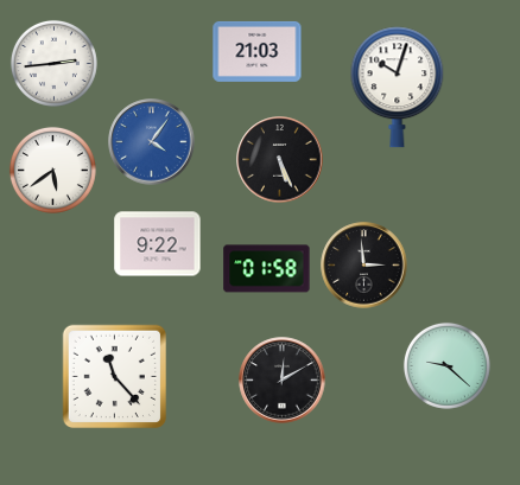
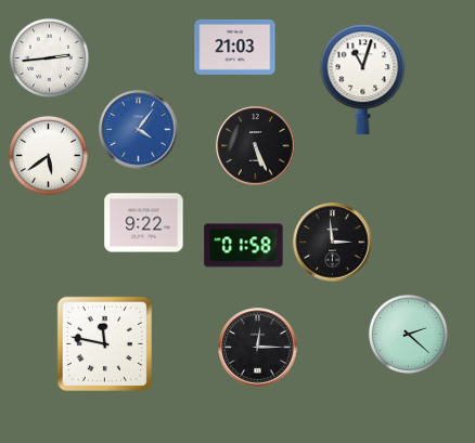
clock at (398, 88): 10:03 -> 11:03
clock at (446, 365): 9:22 -> 2:22
clock at (115, 377): 11:23 -> 11:47
clock at (283, 381): 12:10 -> 12:15
